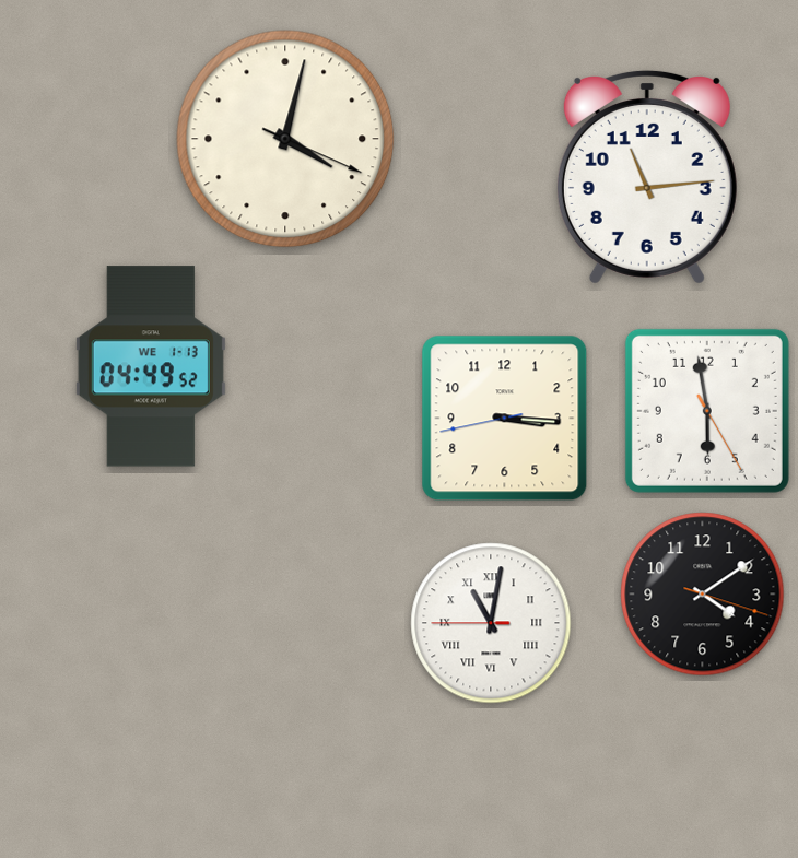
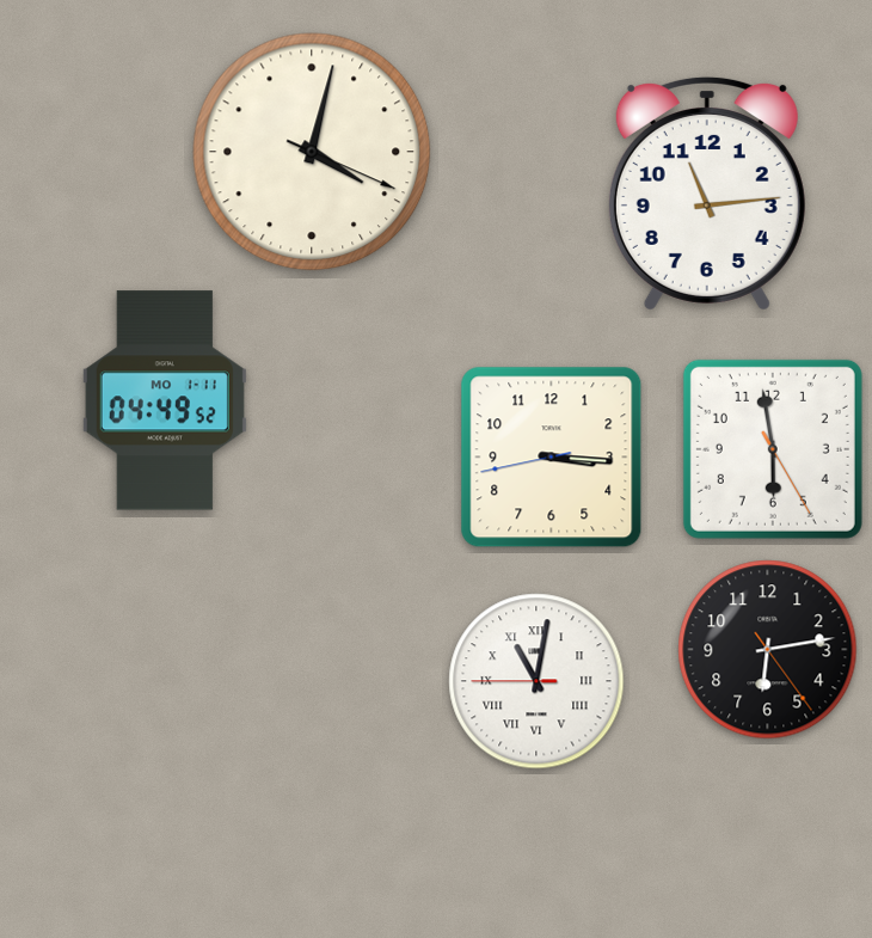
clock at (151, 366) date: WE 1-13 -> MO 1-11
clock at (703, 595): 4:09 -> 6:13
